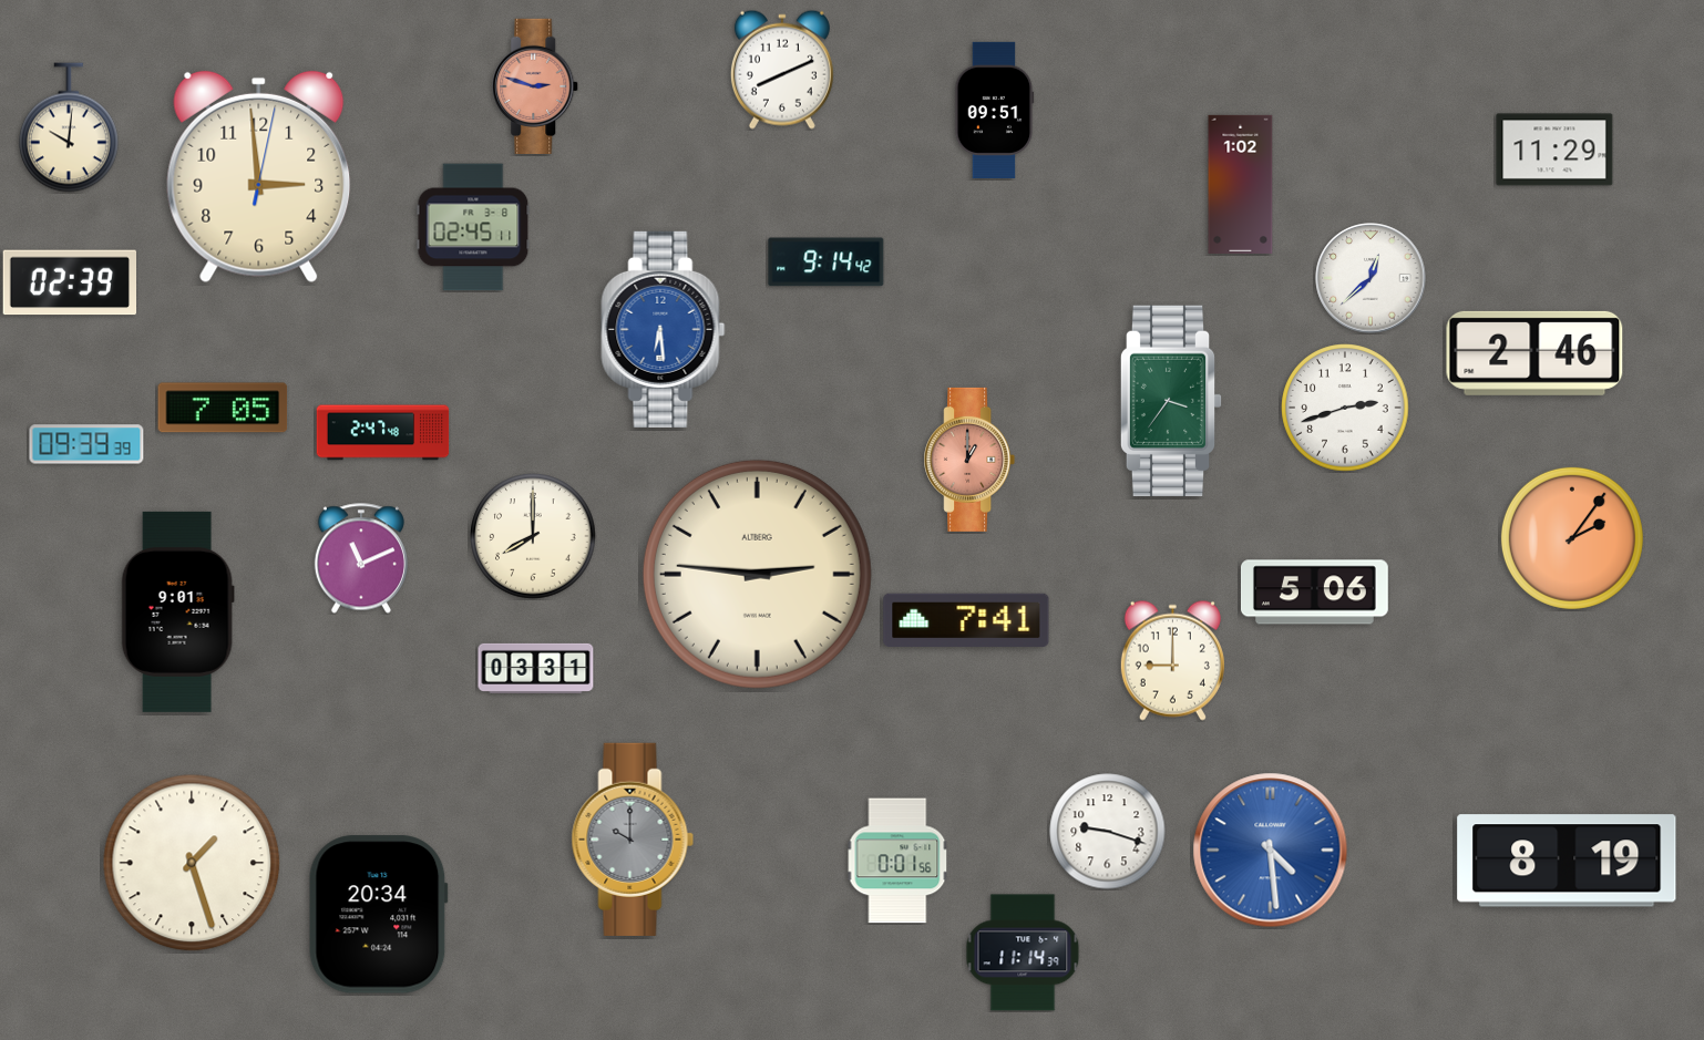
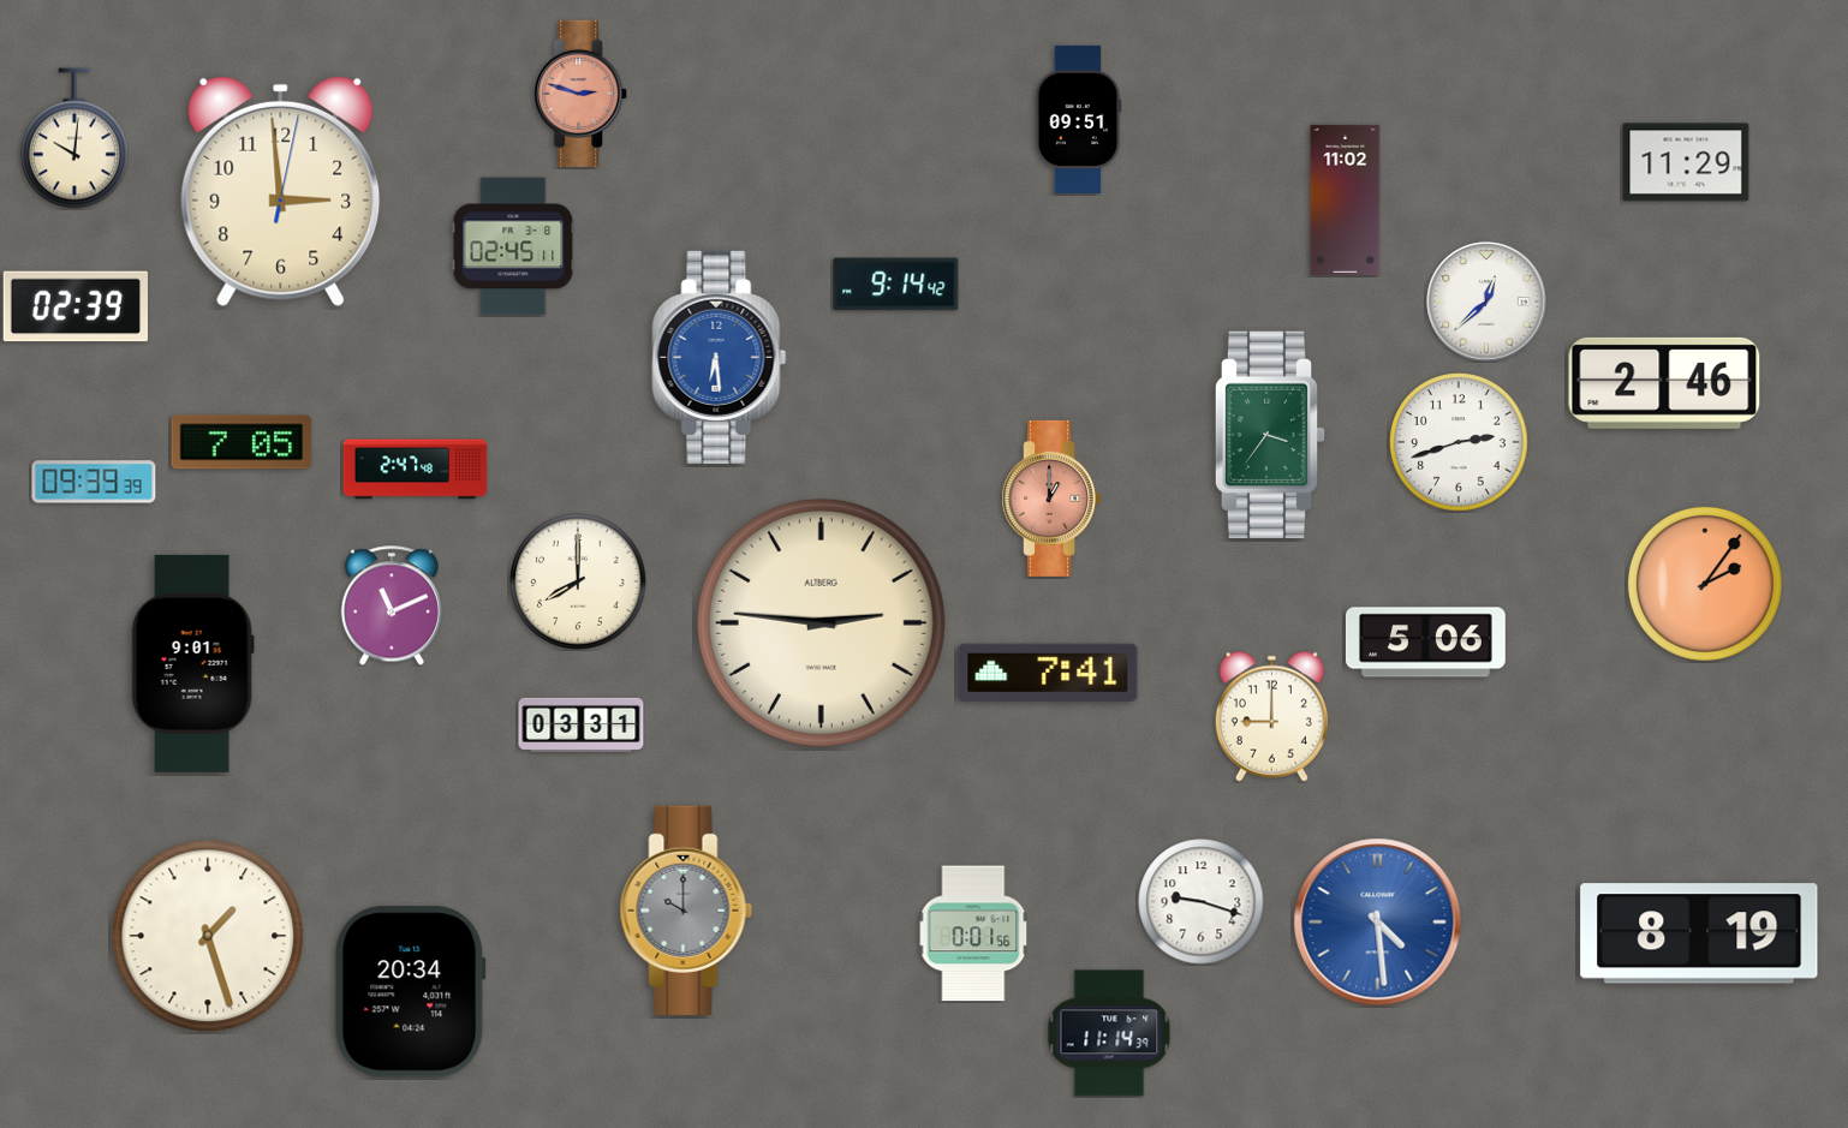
clock at (782, 70): 8:11 -> none
clock at (1241, 184): 1:02 -> 11:02
